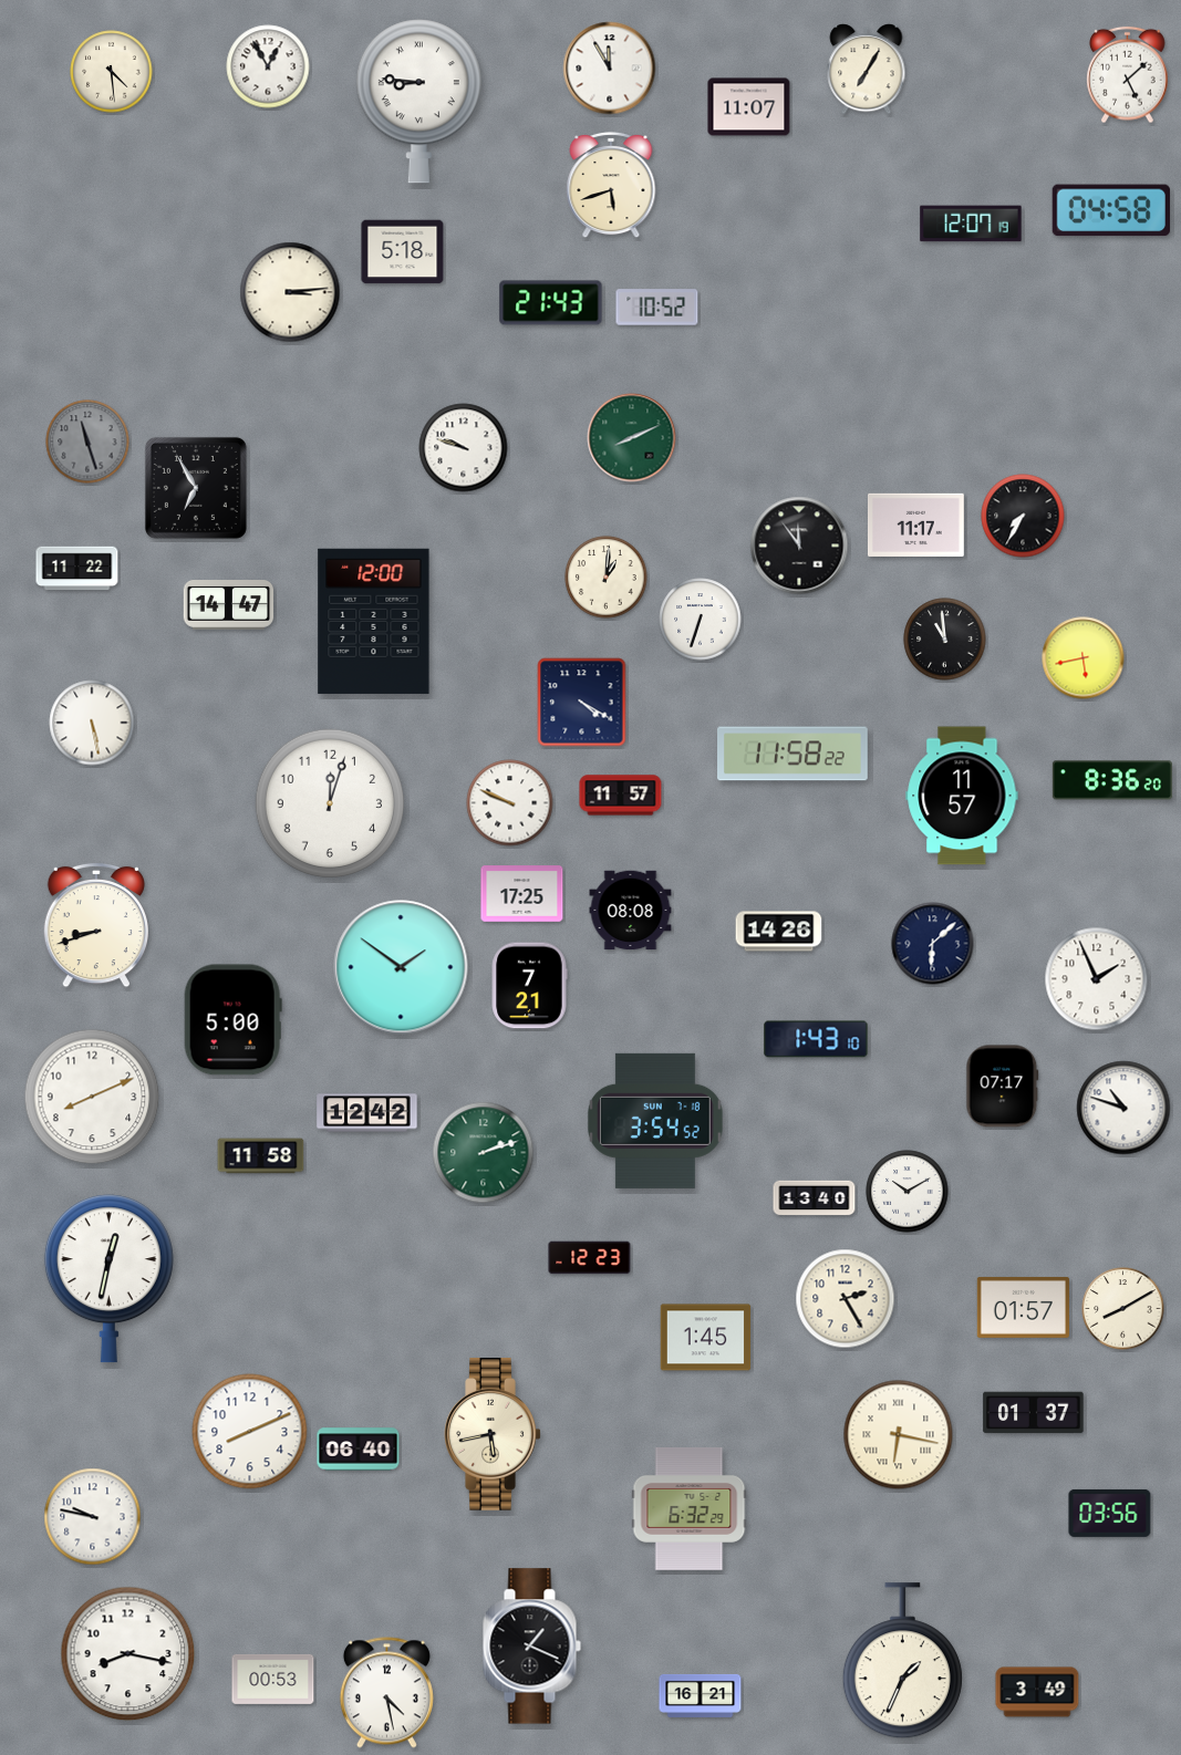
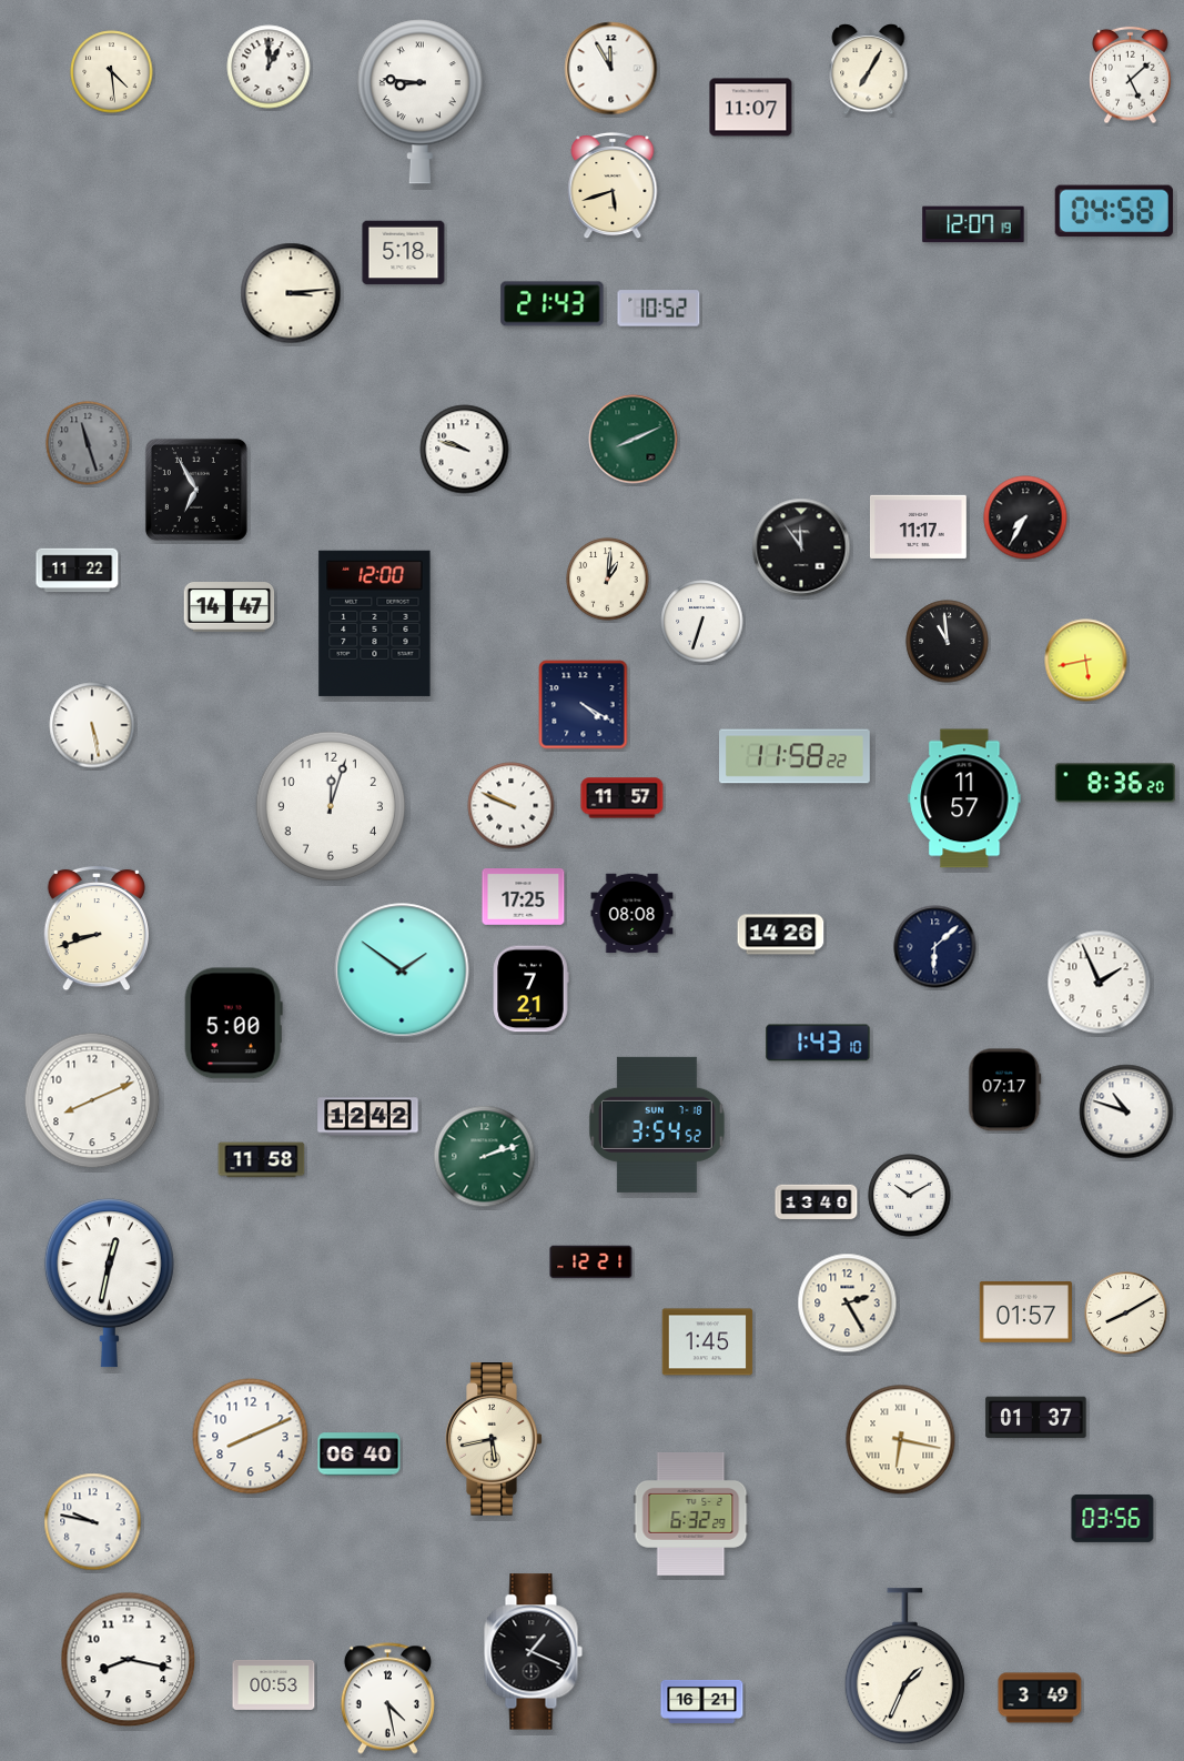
clock at (268, 66): 12:55 -> 1:00
clock at (590, 1258): 12:23 -> 12:21
